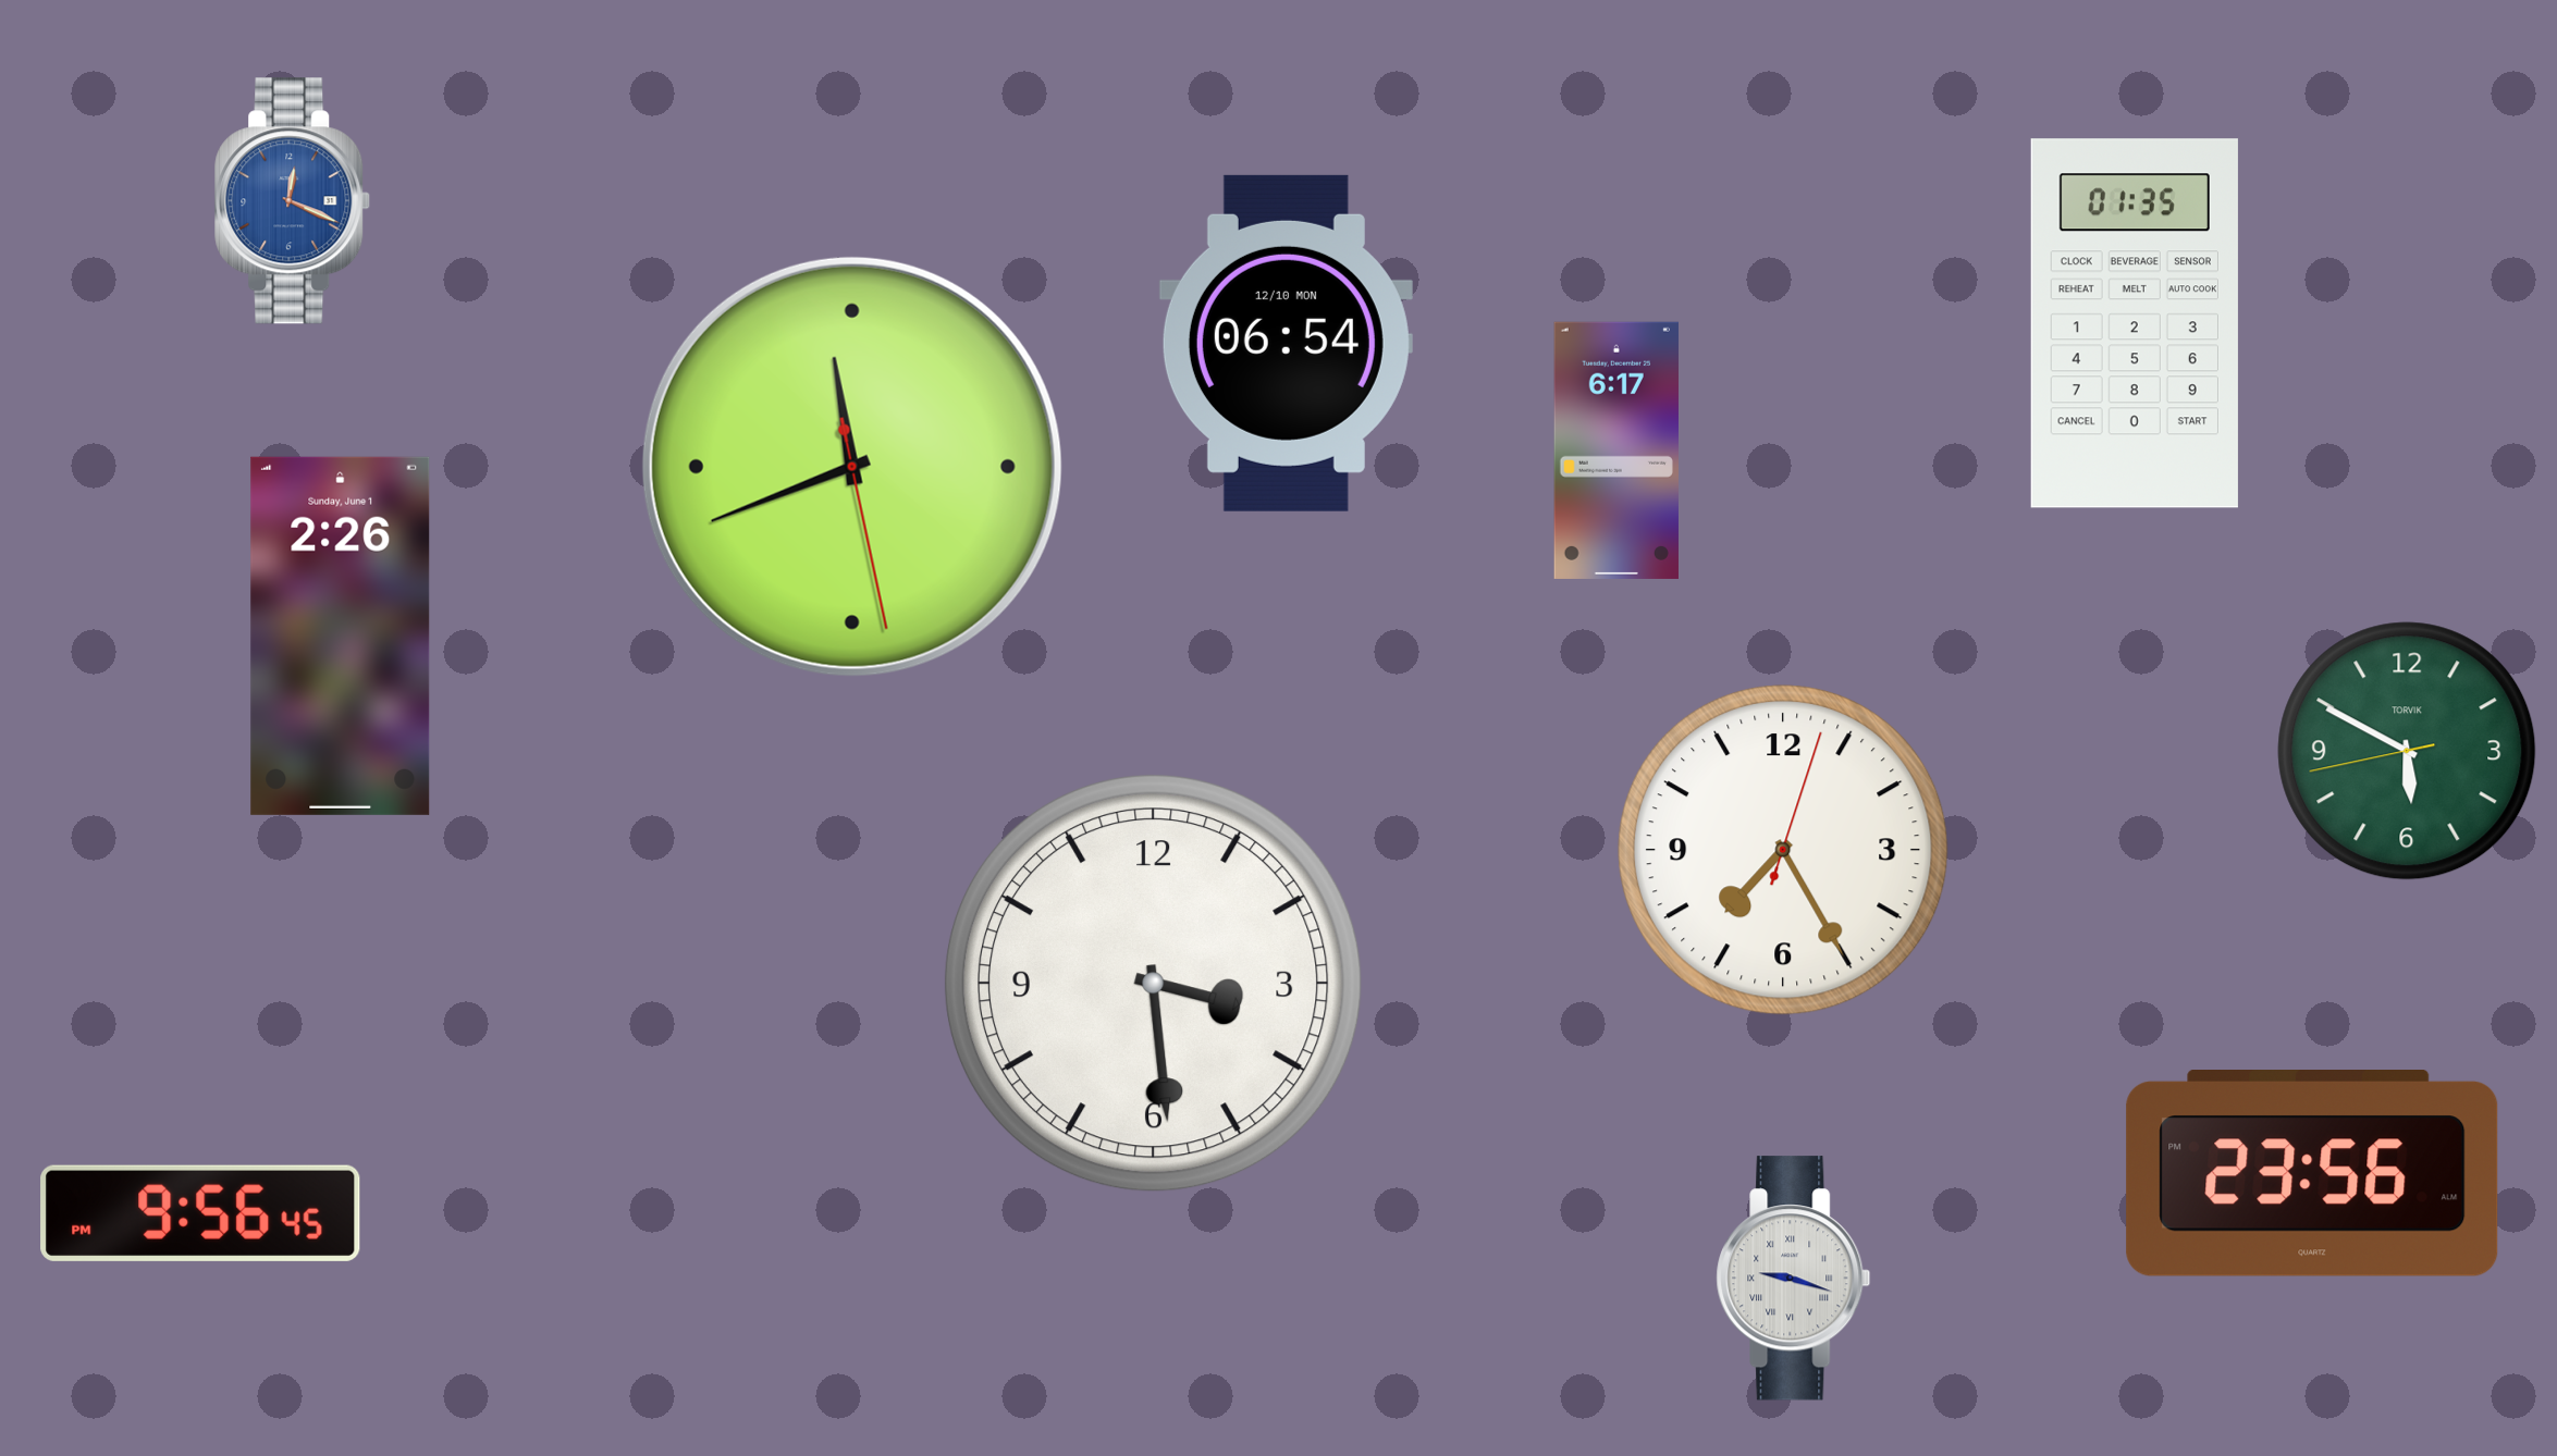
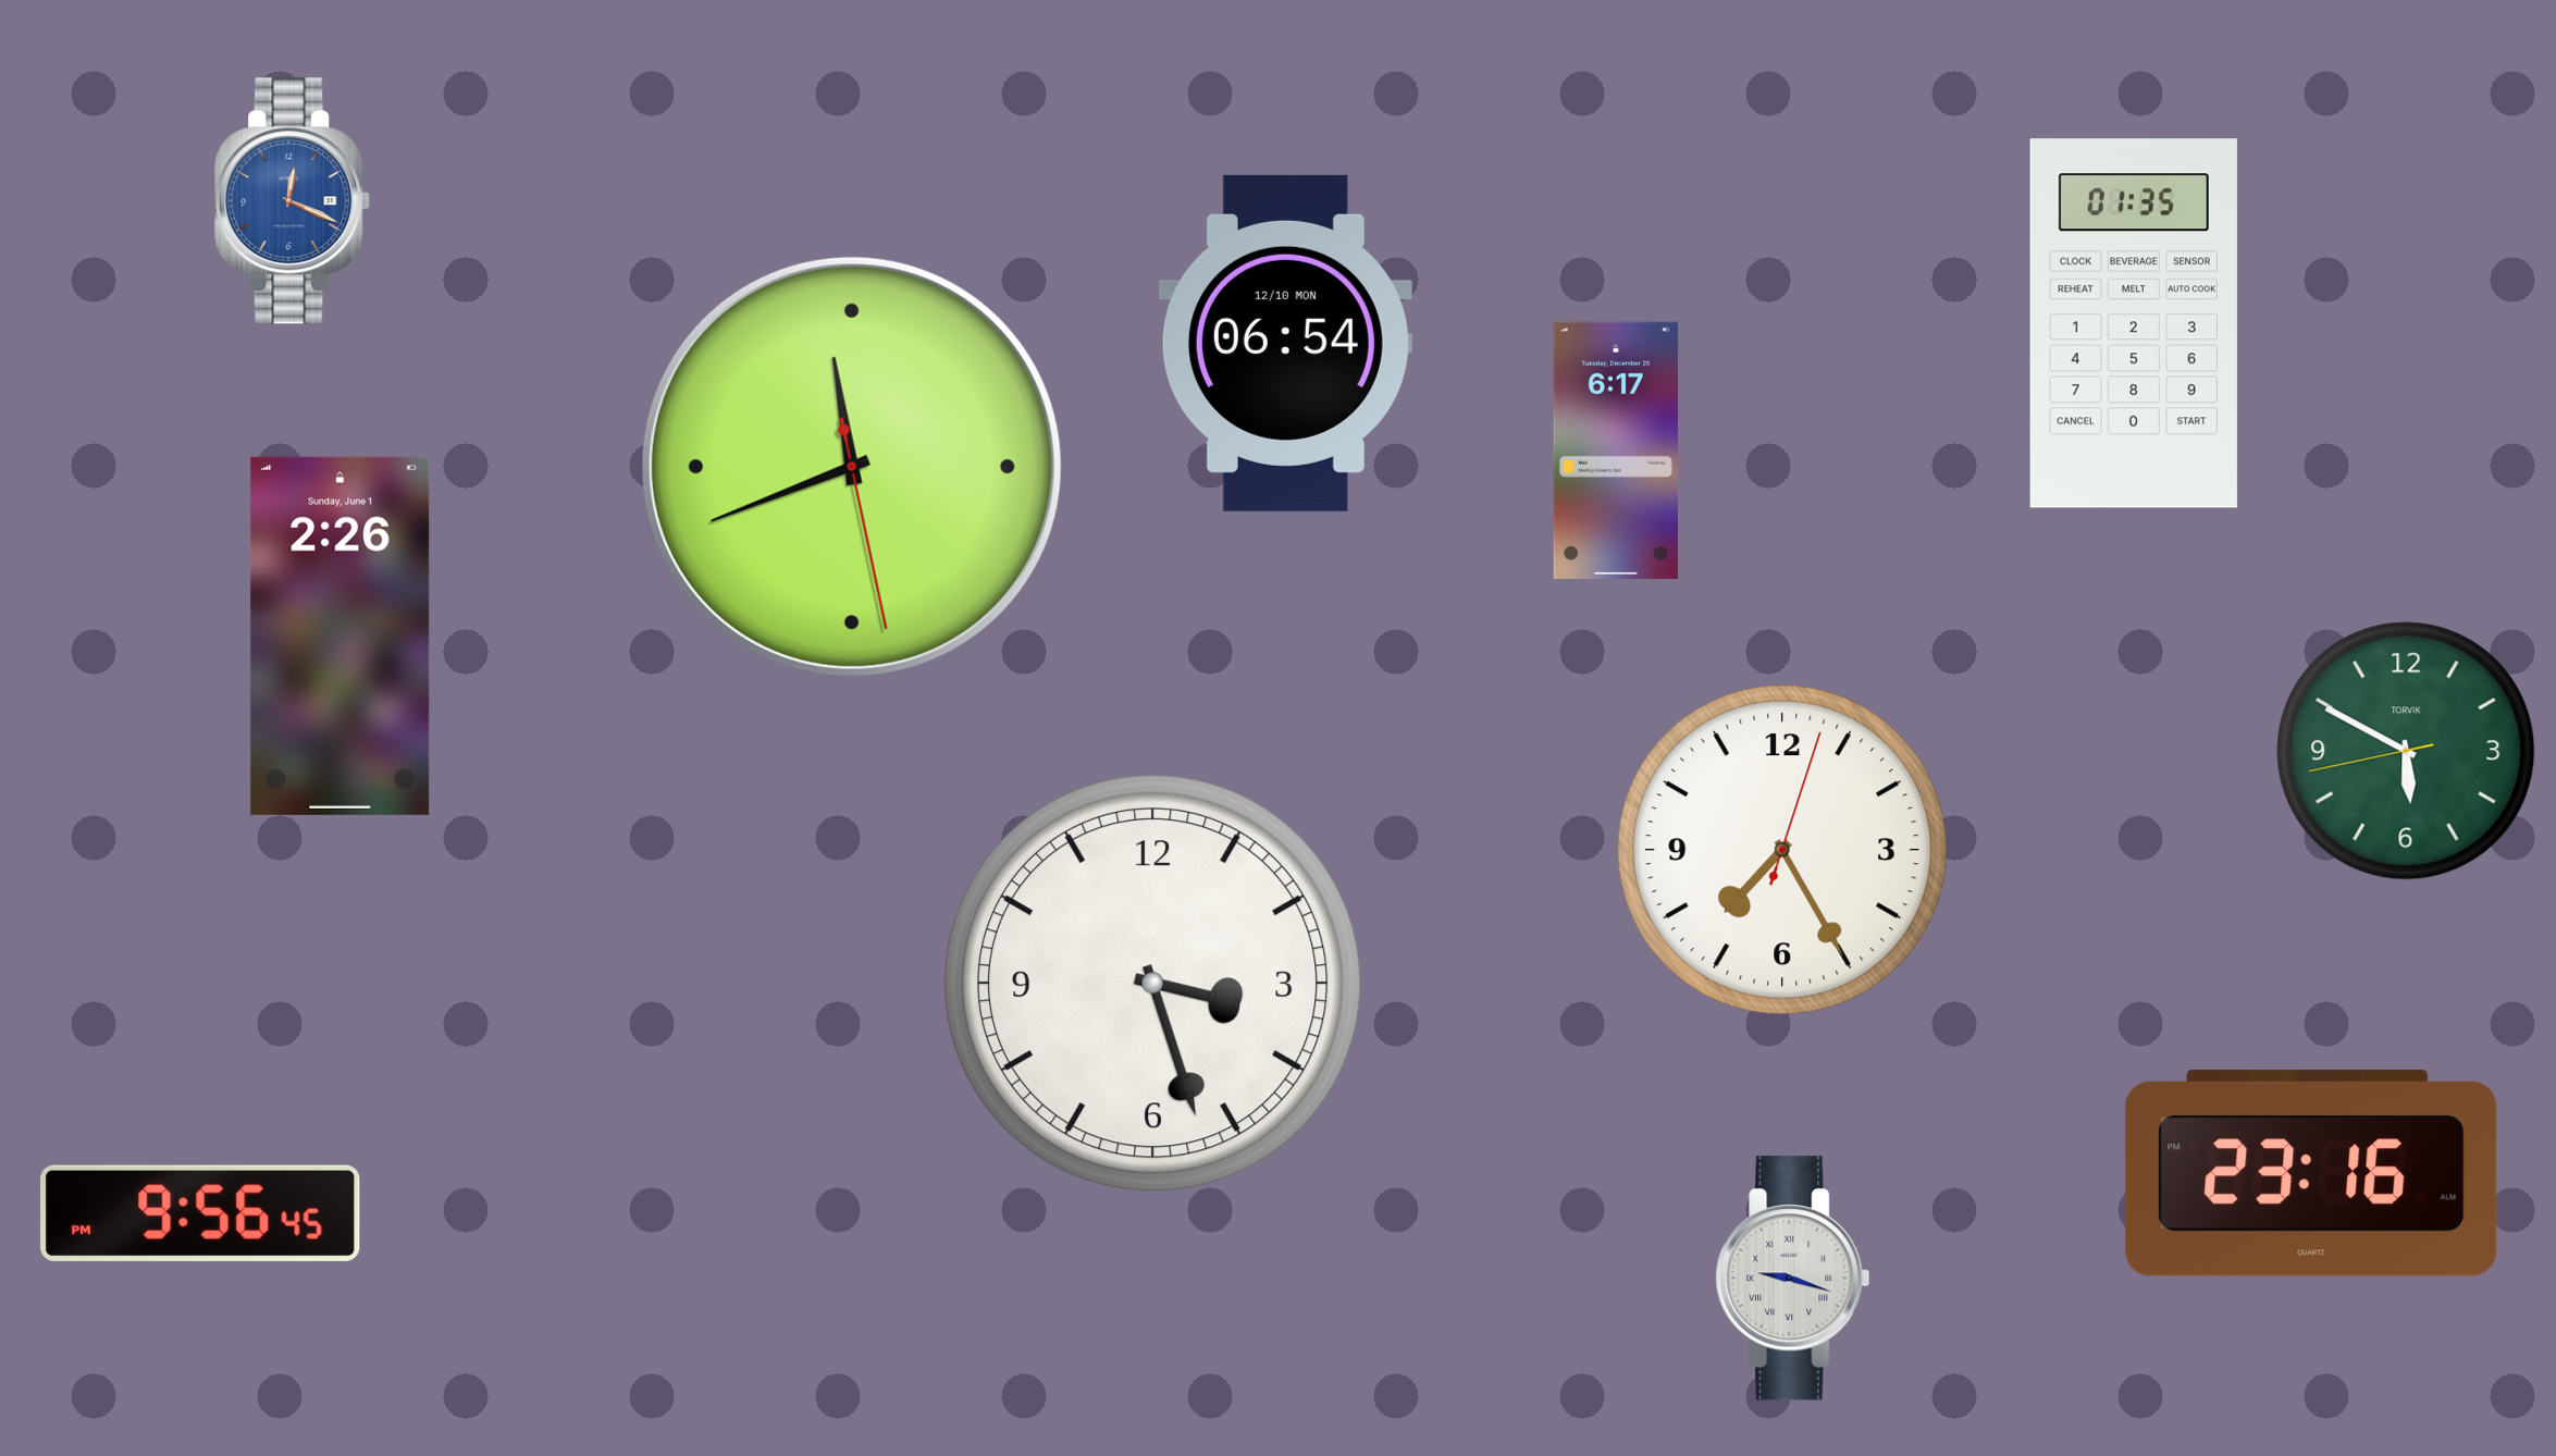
clock at (1154, 984): 3:29 -> 3:27
clock at (2312, 1174): 23:56 -> 23:16
